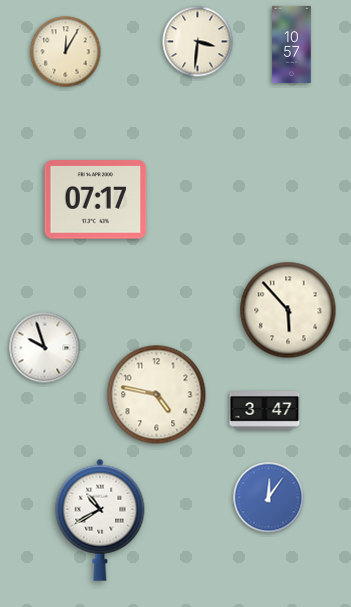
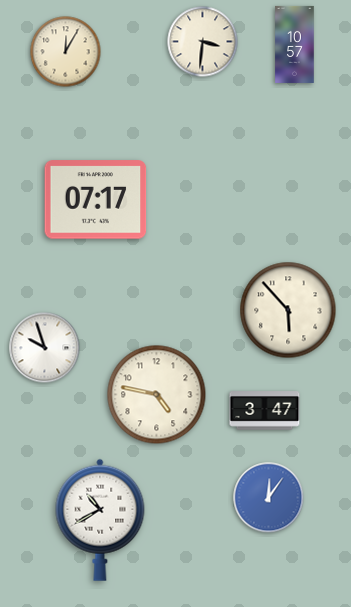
clock at (198, 42) position: (198, 42) -> (203, 42)
clock at (292, 44) position: (292, 44) -> (295, 44)
